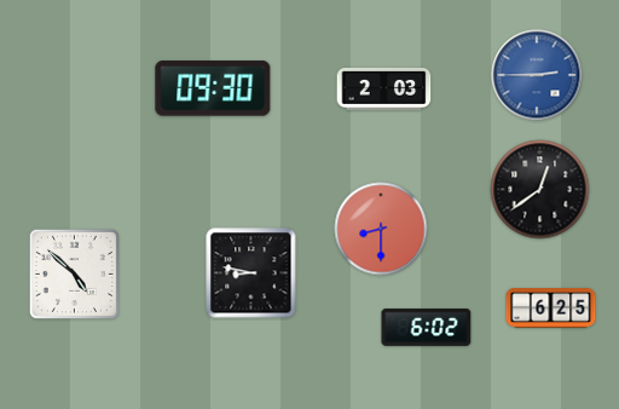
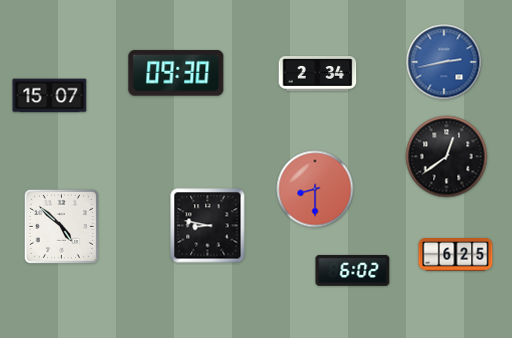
clock at (537, 75): 2:45 -> 2:43
clock at (384, 90): 2:03 -> 2:34
clock at (50, 96): none -> 15:07
